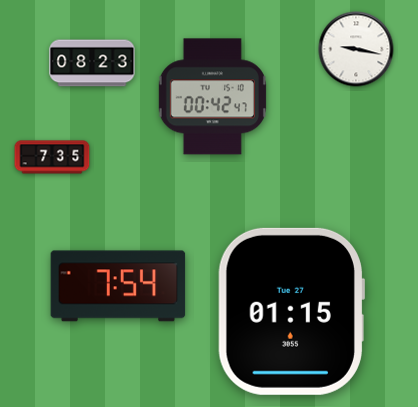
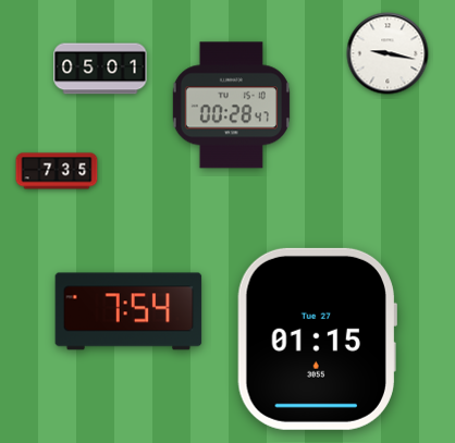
clock at (92, 63): 08:23 -> 05:01
clock at (212, 97): 00:42 -> 00:28
